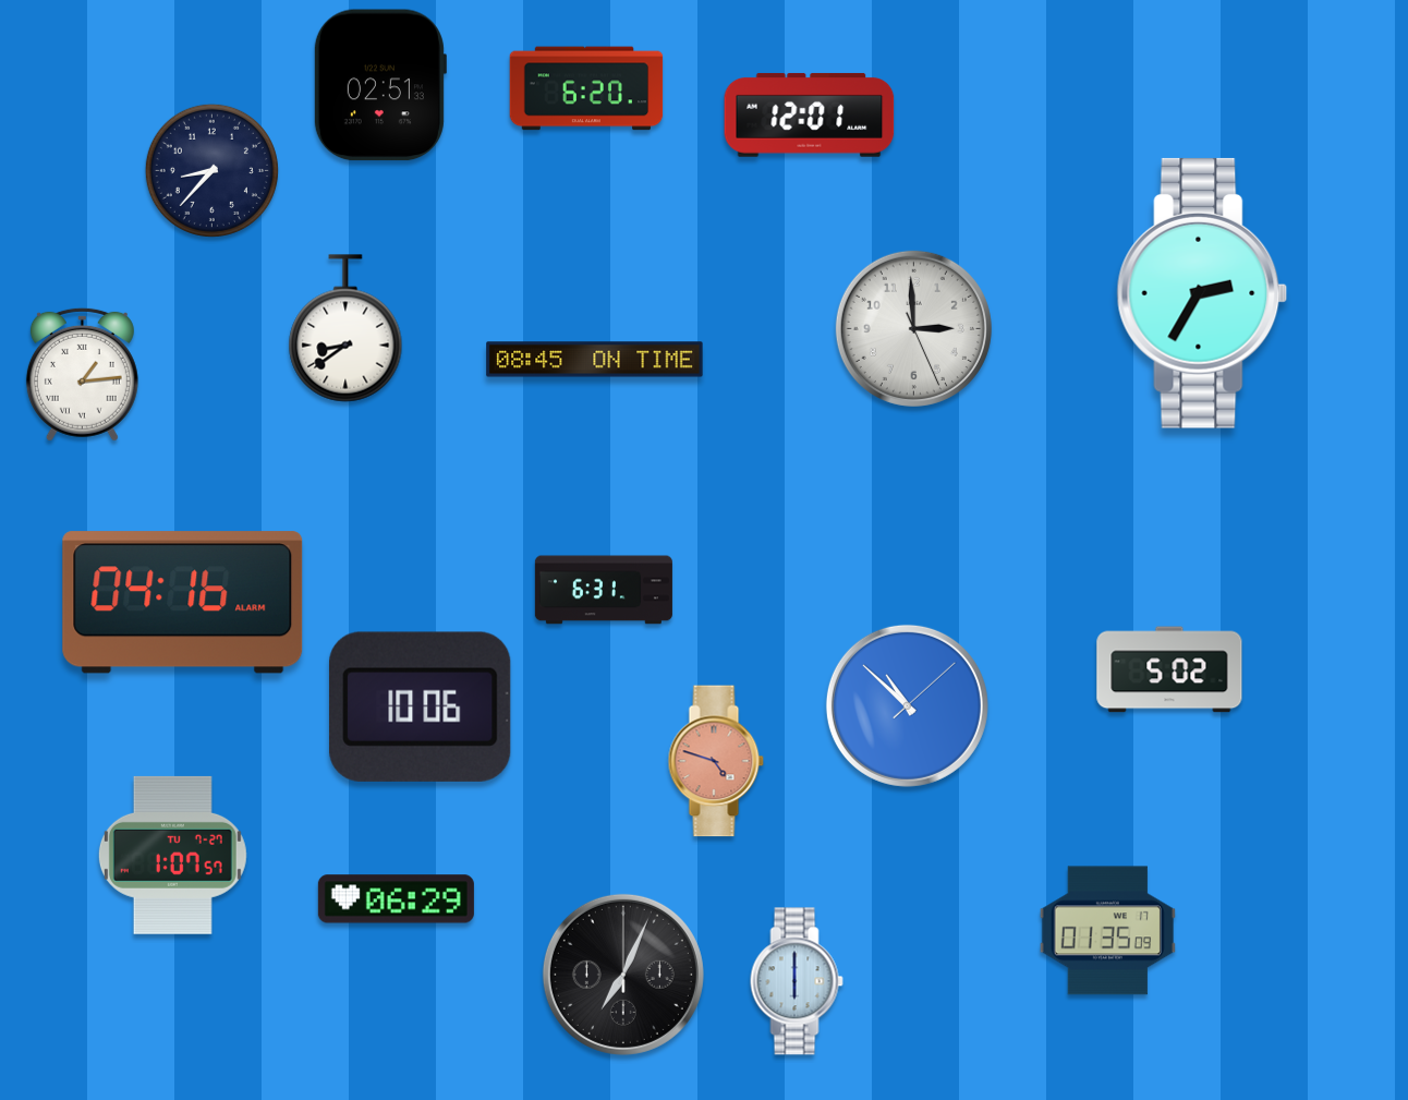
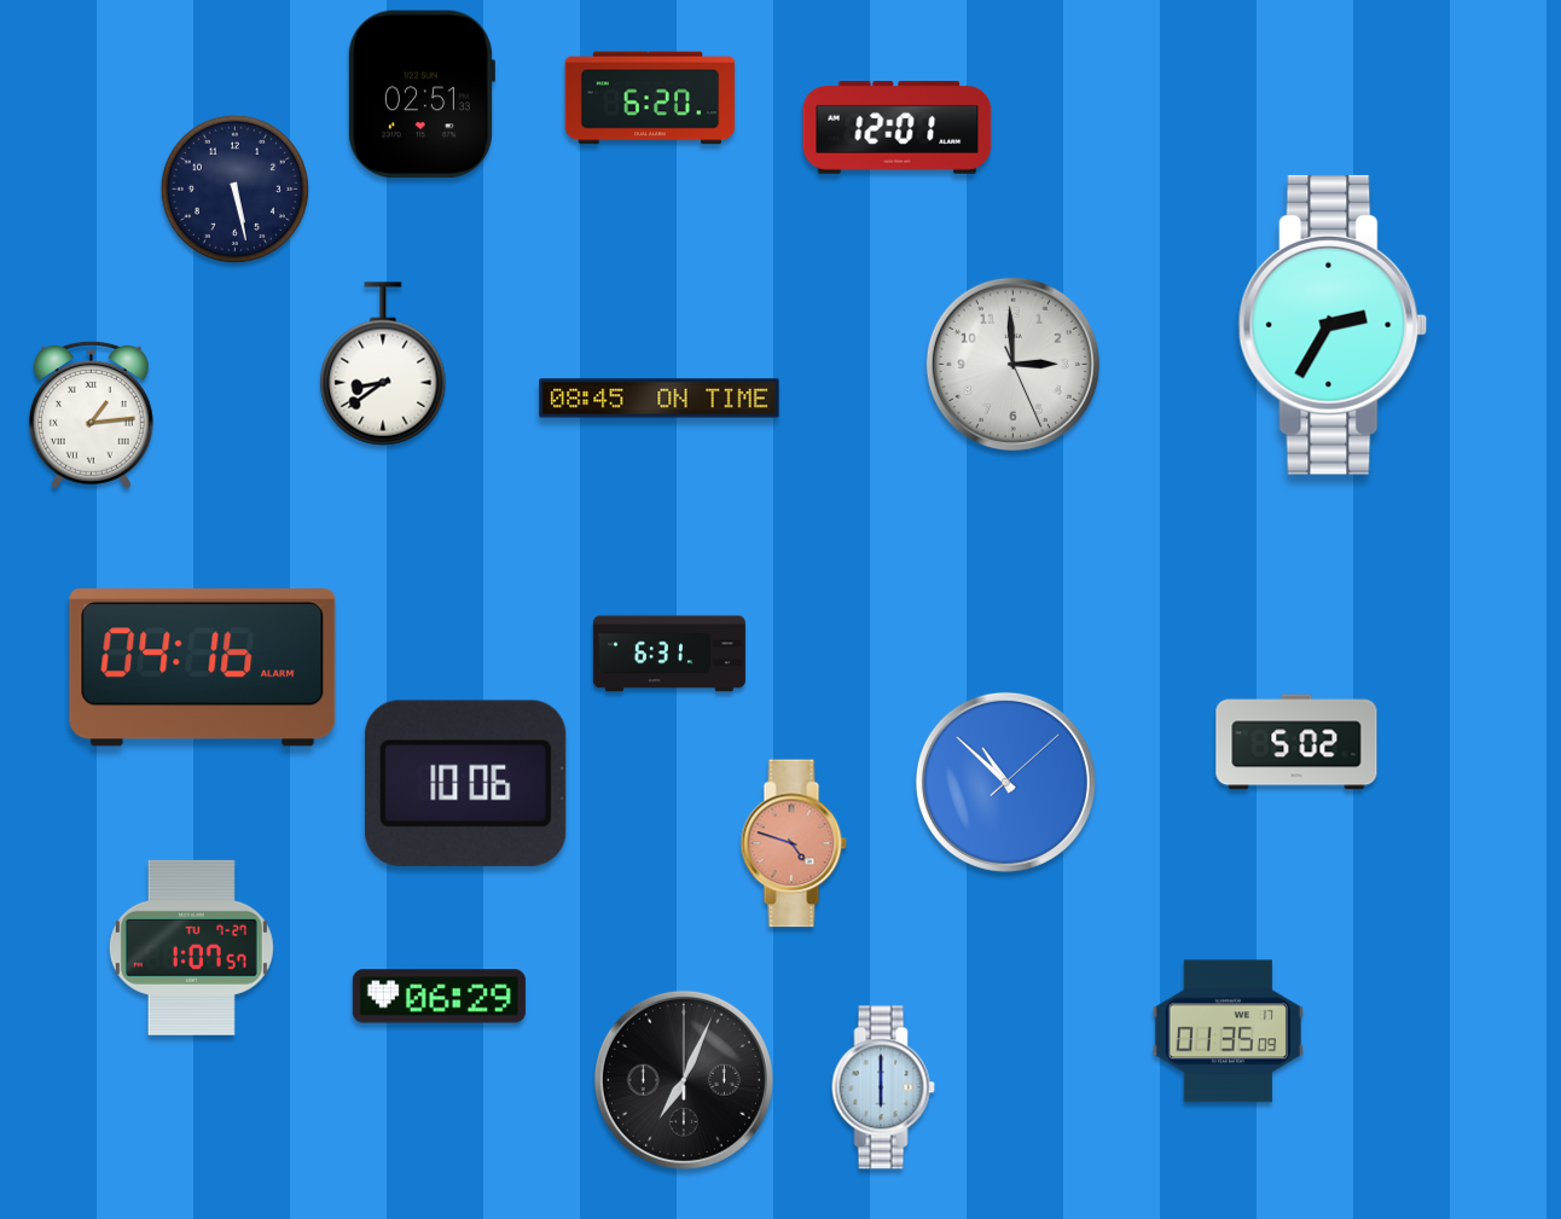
clock at (211, 170): 8:37 -> 5:28
clock at (623, 975) position: (623, 975) -> (684, 1080)
